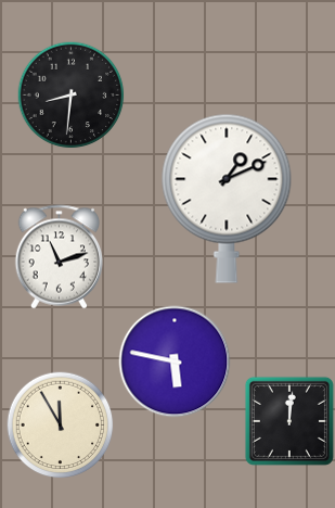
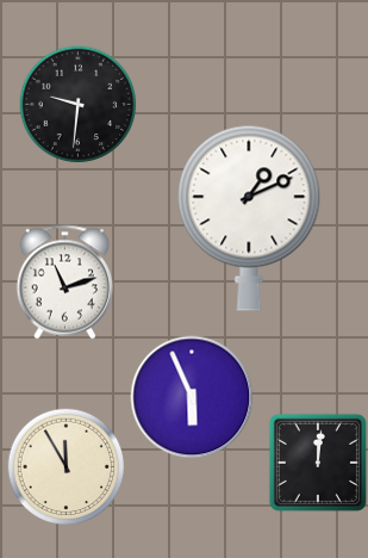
clock at (72, 96): 8:31 -> 9:31
clock at (175, 361): 5:47 -> 5:56
